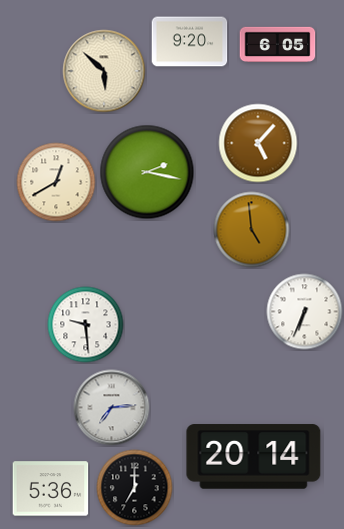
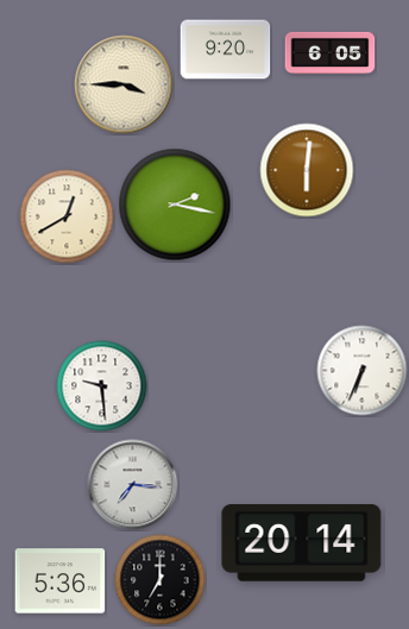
clock at (104, 71): 5:52 -> 3:45
clock at (258, 143): 5:07 -> 6:01
clock at (252, 230): 4:59 -> none
clock at (112, 408): 7:14 -> 7:16
